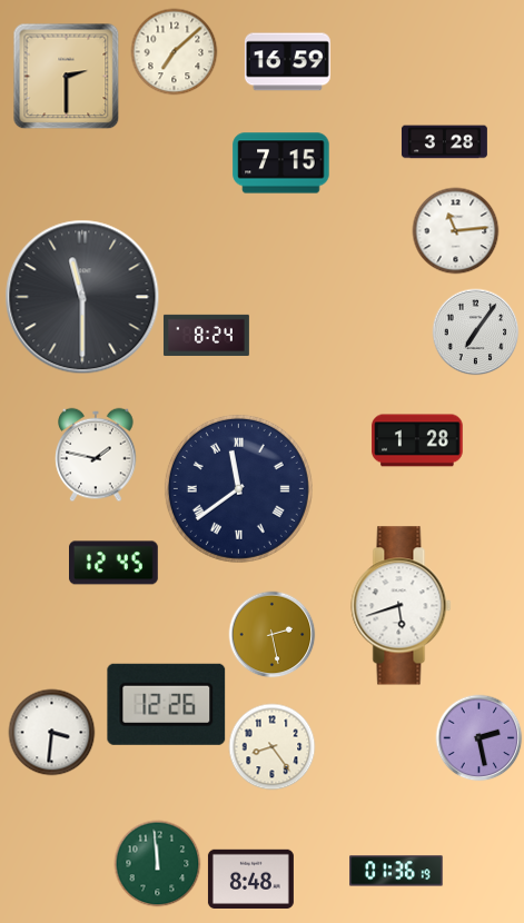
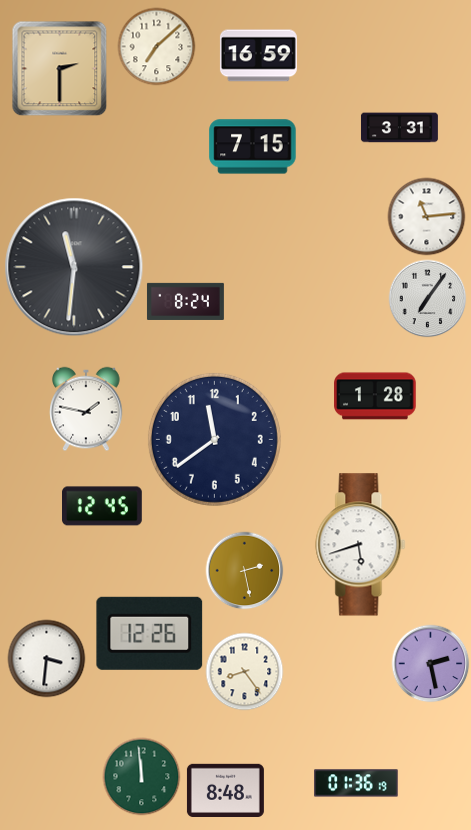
clock at (444, 142): 3:28 -> 3:31
clock at (455, 230) position: (455, 230) -> (426, 216)
clock at (82, 297): 11:30 -> 11:31
clock at (238, 488) numerals: Roman -> Arabic
